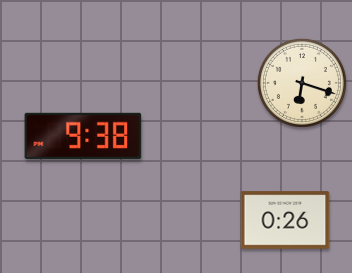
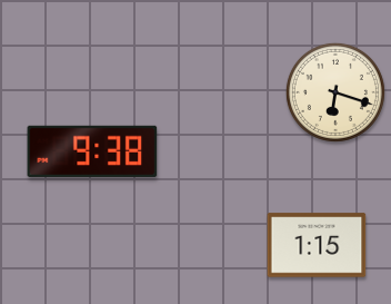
clock at (285, 220): 0:26 -> 1:15
